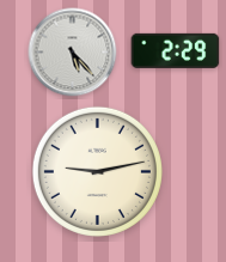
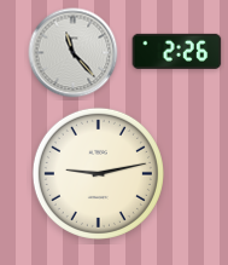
clock at (176, 50): 2:29 -> 2:26
clock at (73, 53): 5:23 -> 11:23
